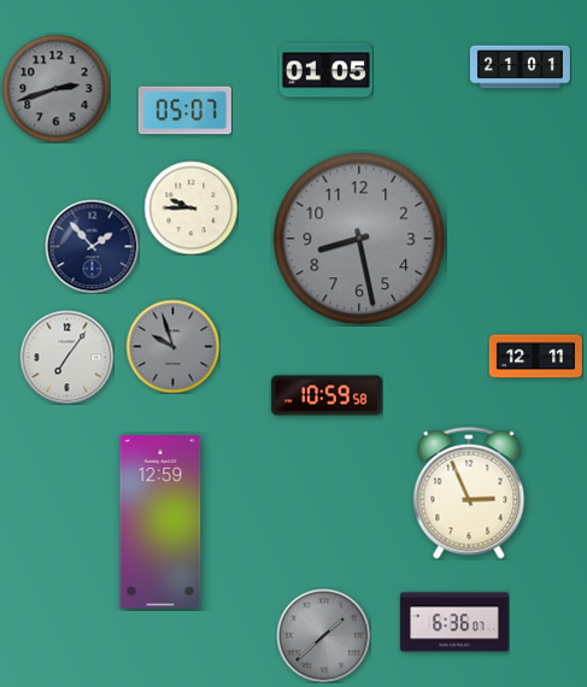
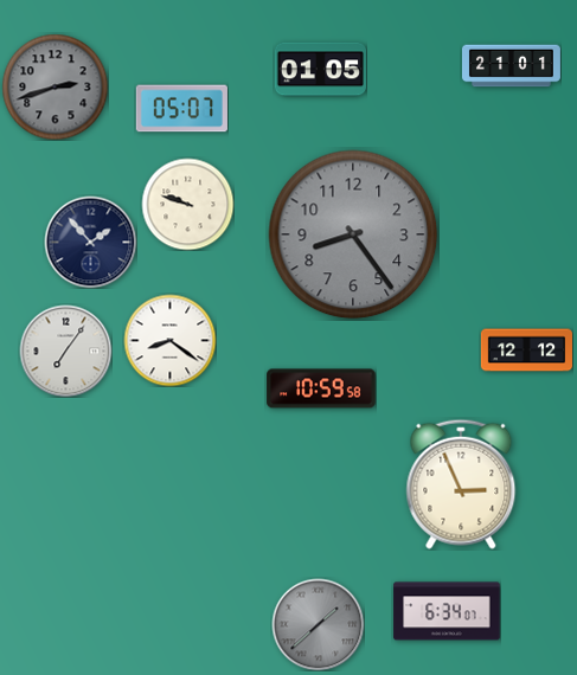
clock at (190, 207): 9:45 -> 9:48
clock at (359, 239): 8:28 -> 8:24
clock at (172, 346): 9:57 -> 8:21
clock at (172, 346) dial: grey -> white
clock at (535, 357): 12:11 -> 12:12
clock at (160, 522): 12:59 -> none
clock at (454, 622): 6:36 -> 6:34
